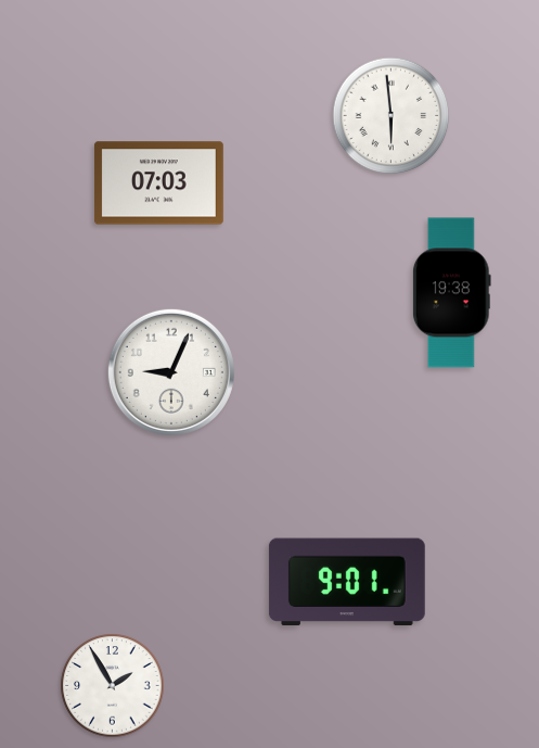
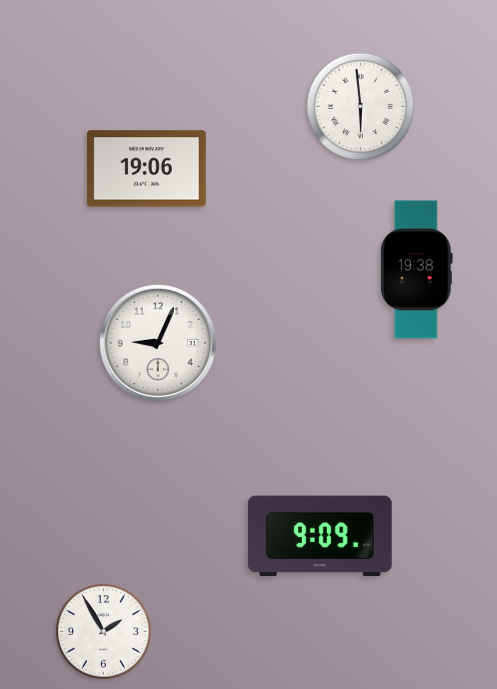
clock at (158, 183): 07:03 -> 19:06
clock at (347, 582): 9:01 -> 9:09
